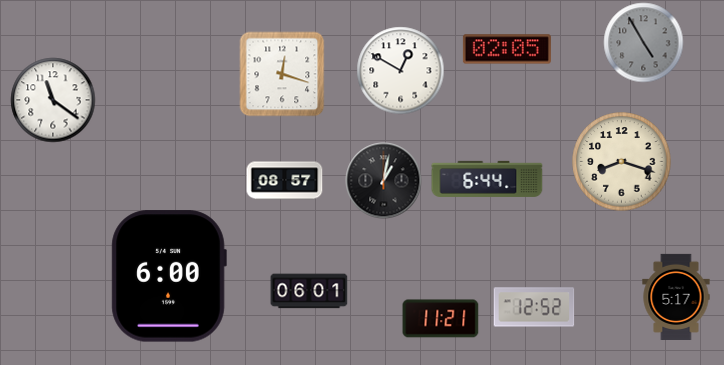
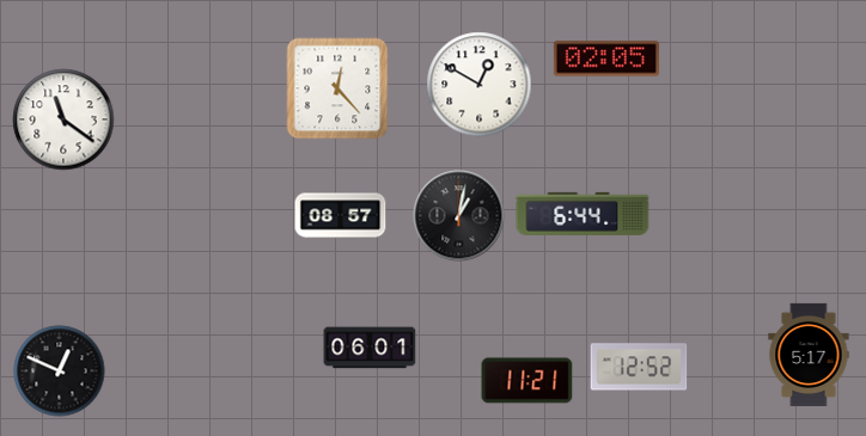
clock at (644, 43): 4:55 -> none
clock at (282, 74): 12:18 -> 12:23
clock at (622, 162): 8:18 -> none
clock at (169, 276): 6:00 -> none
clock at (60, 371): none -> 12:49
